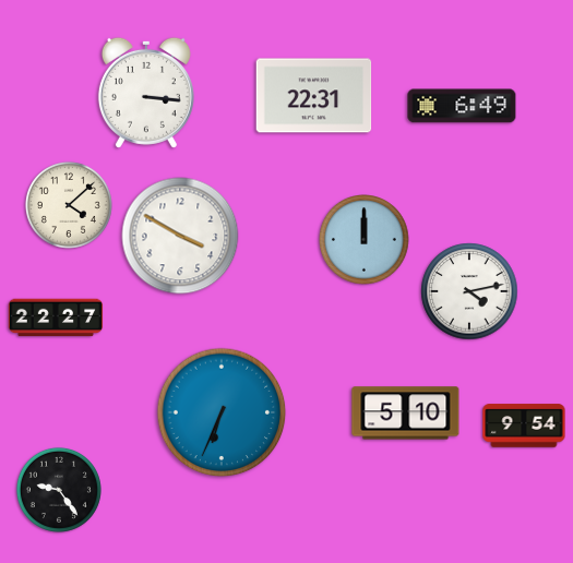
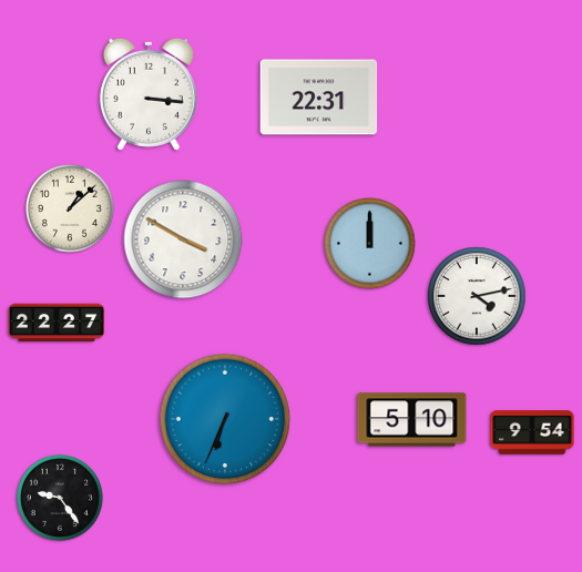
clock at (462, 106): 6:49 -> none
clock at (69, 205): 4:08 -> 1:08
